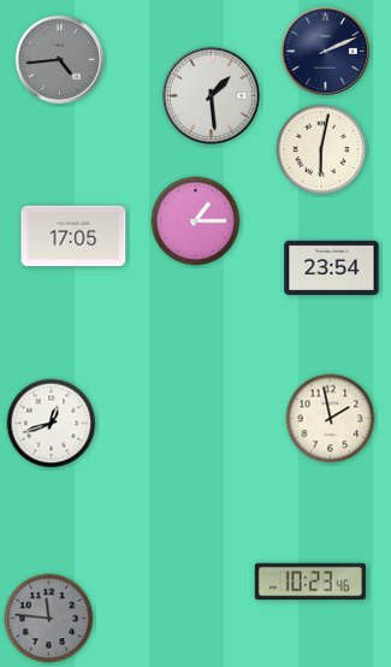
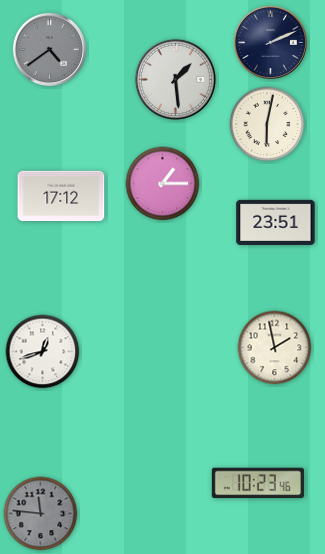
clock at (59, 59): 4:44 -> 4:39
clock at (73, 235): 17:05 -> 17:12
clock at (332, 267): 23:54 -> 23:51
